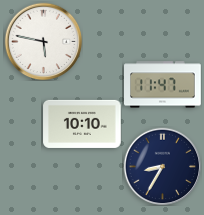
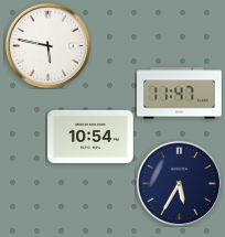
clock at (82, 124): 10:10 -> 10:54
clock at (162, 166): 8:35 -> 5:35
